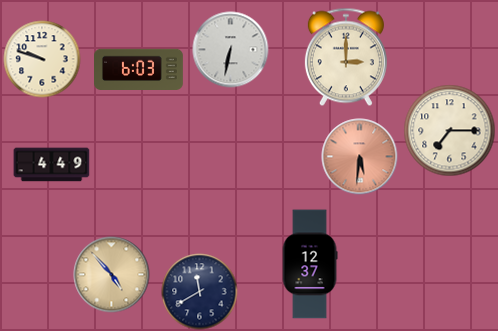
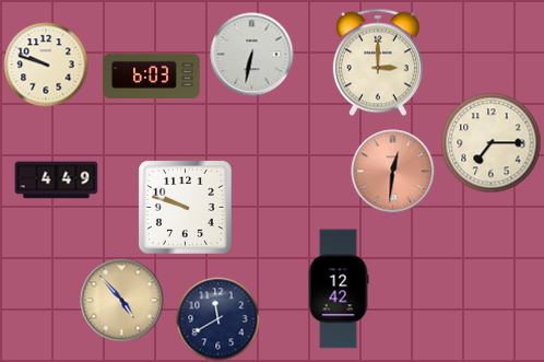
clock at (360, 157): 5:31 -> 12:31
clock at (185, 207): none -> 9:48
clock at (310, 264): 12:37 -> 12:42
